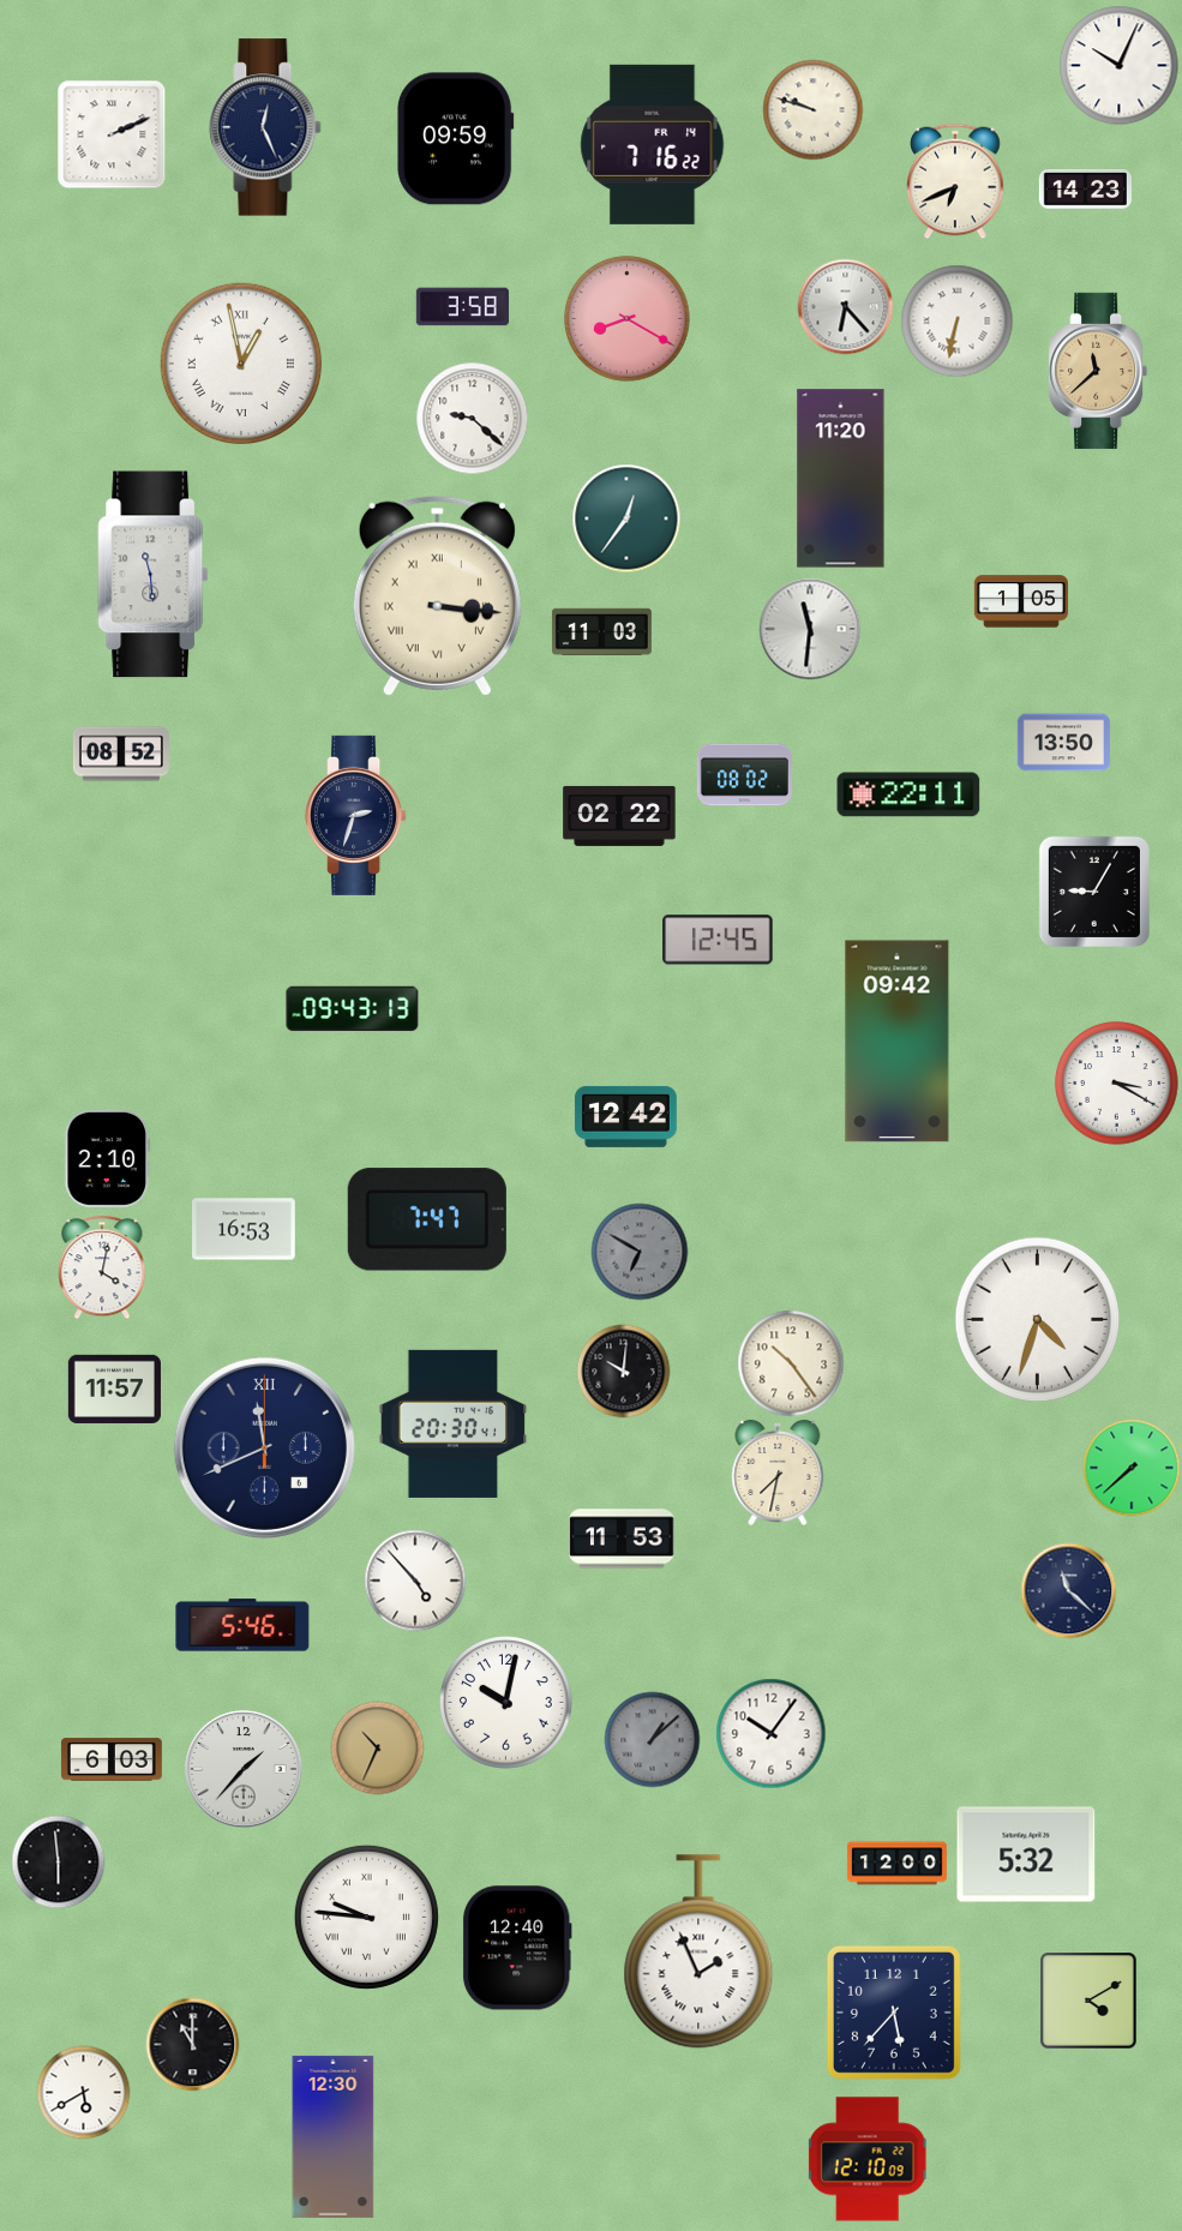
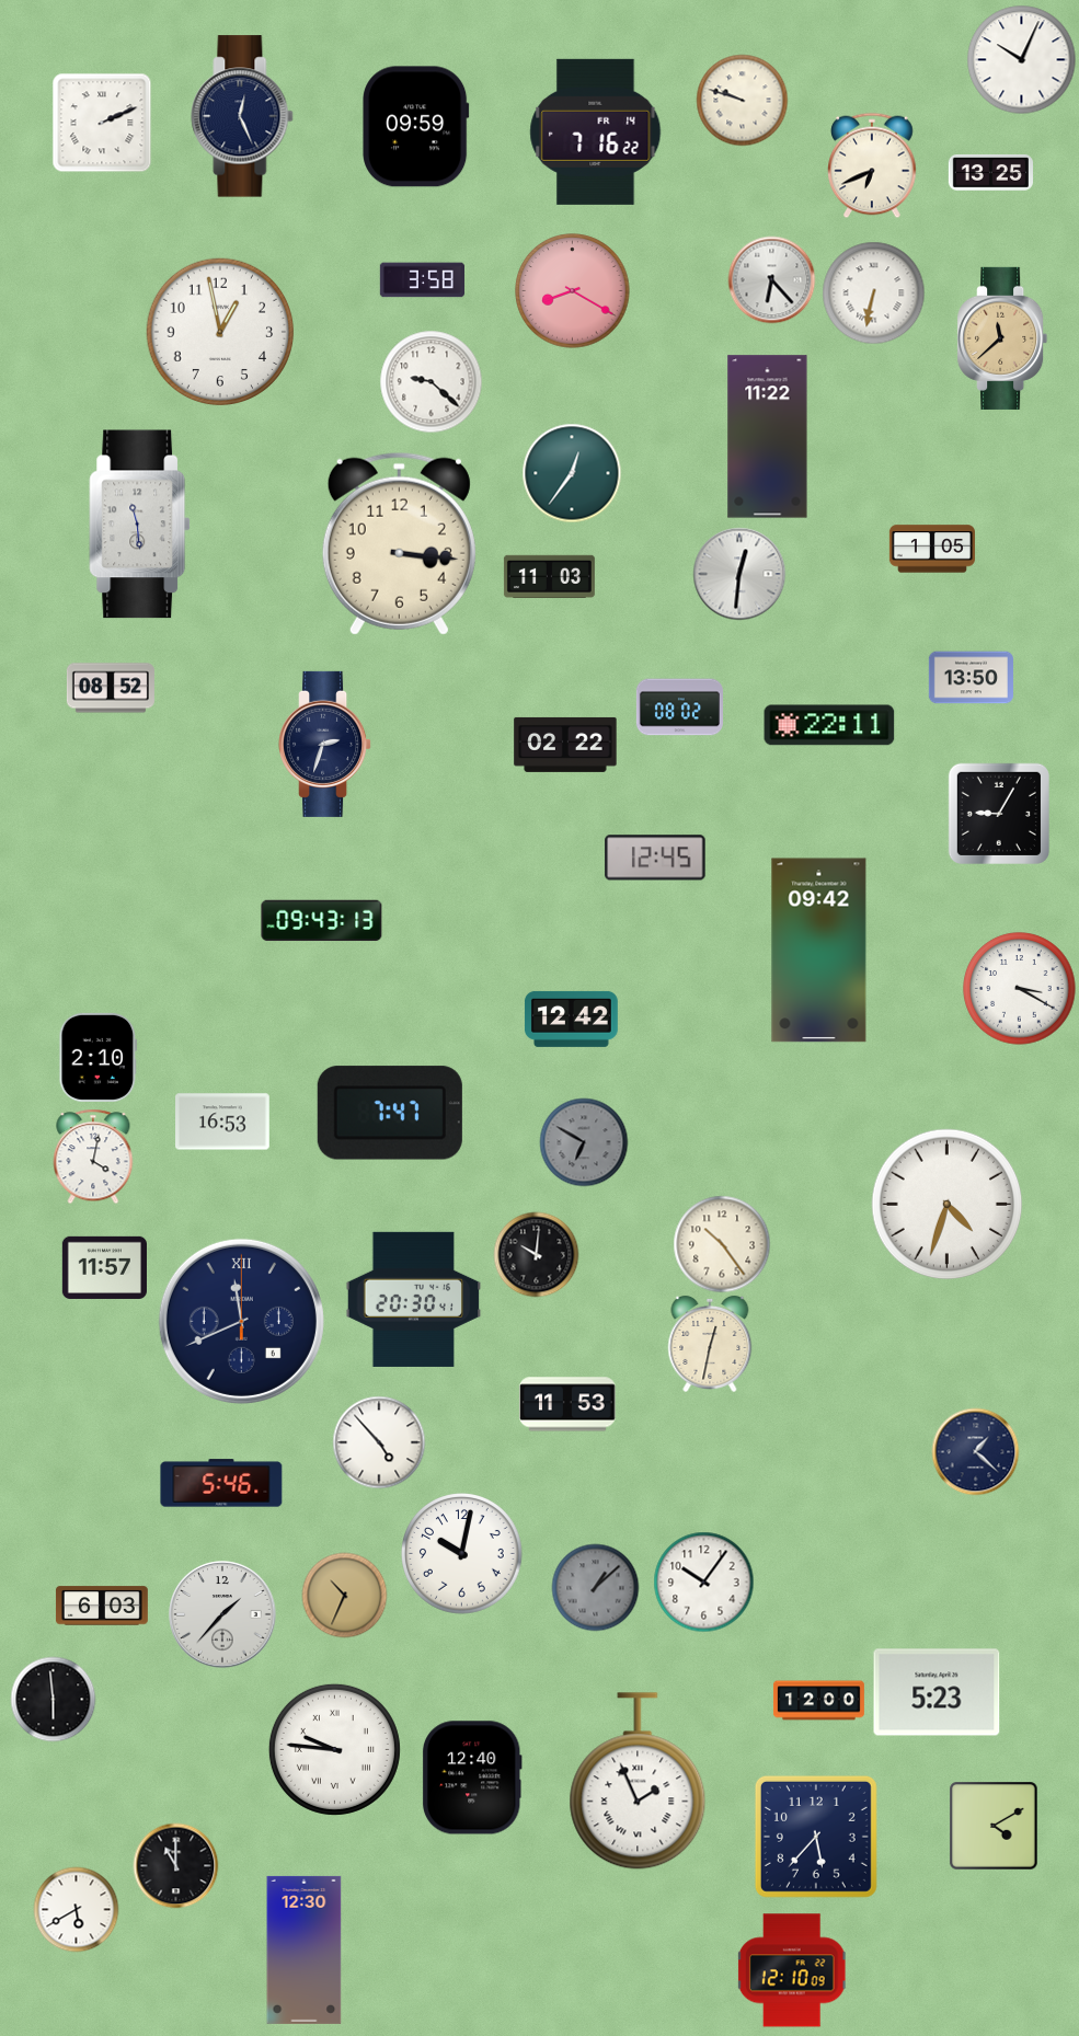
clock at (1085, 190): 14:23 -> 13:25
clock at (241, 364) numerals: Roman -> Arabic
clock at (841, 479): 11:20 -> 11:22
clock at (437, 595) numerals: Roman -> Arabic
clock at (810, 629): 11:31 -> 12:31
clock at (623, 1371) position: (623, 1371) -> (536, 1254)
clock at (1132, 1468): 7:38 -> none
clock at (778, 1473): 7:32 -> 12:32
clock at (1068, 1590): 11:22 -> 1:22
clock at (1026, 1854): 5:32 -> 5:23
